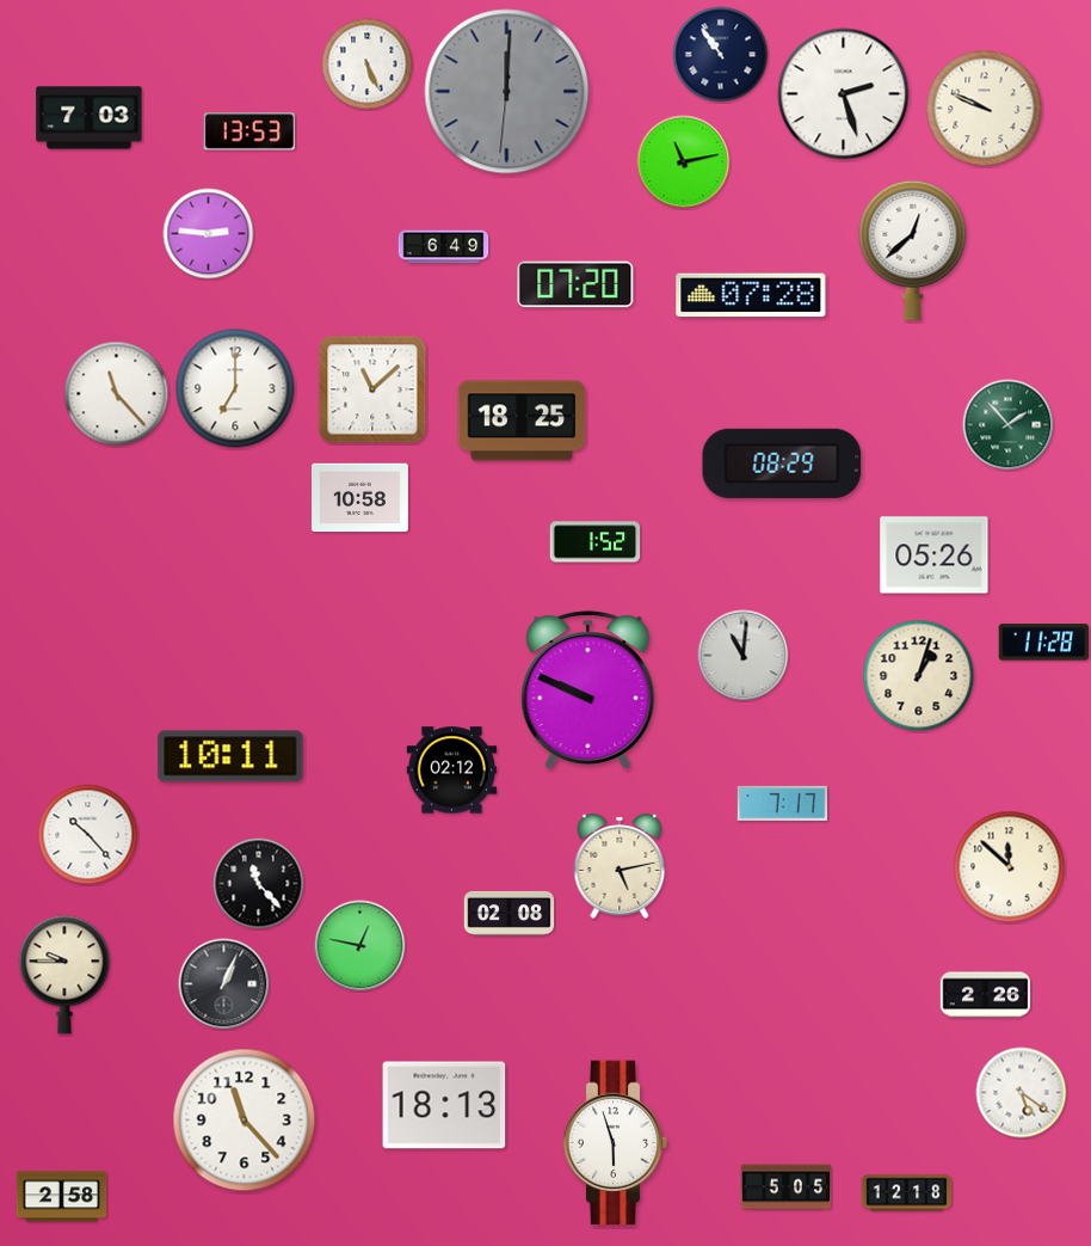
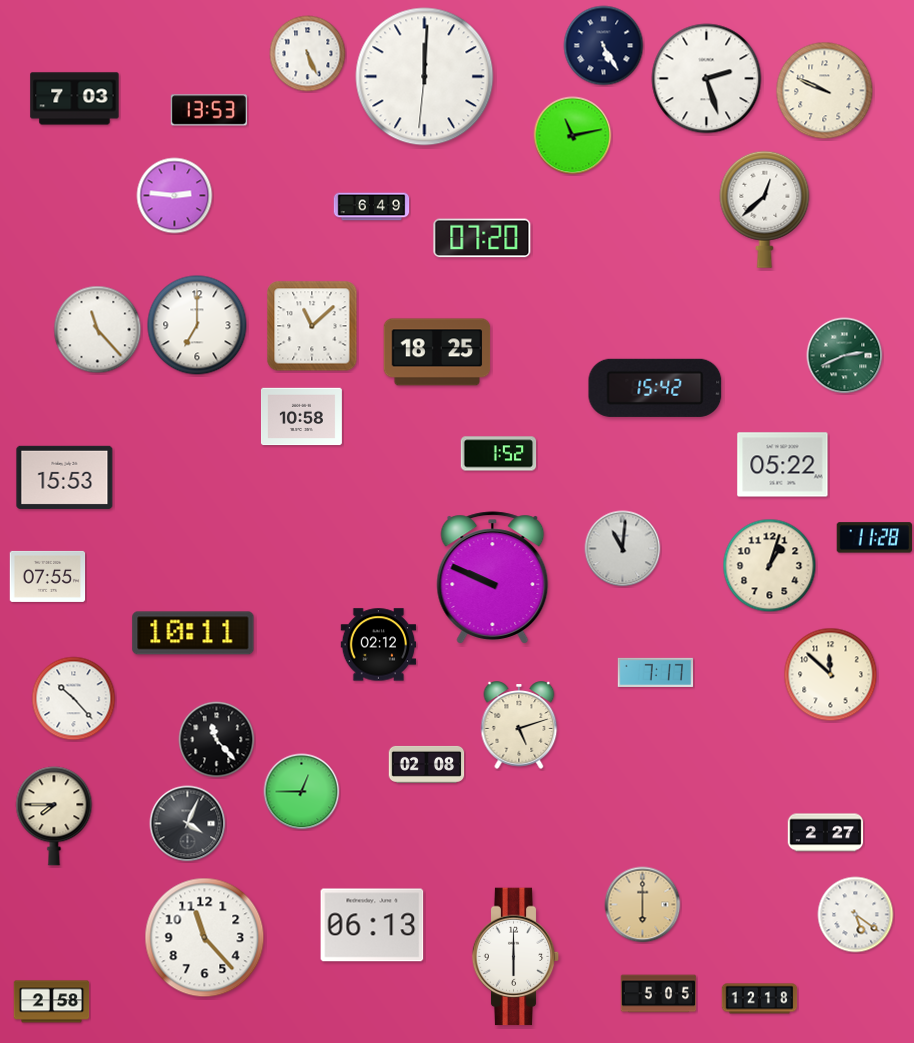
clock at (721, 55): 10:54 -> 5:25
clock at (507, 92) dial: grey -> white
clock at (751, 295): 07:28 -> none
clock at (1009, 425): 1:53 -> 2:41
clock at (782, 464): 08:29 -> 15:42
clock at (935, 556): 05:26 -> 05:22
clock at (65, 477): none -> 15:53
clock at (48, 576): none -> 07:55
clock at (620, 866): 5:13 -> 5:12
clock at (1010, 867) position: (1010, 867) -> (831, 675)
clock at (360, 946): 12:47 -> 12:45
clock at (64, 975): 9:45 -> 7:45
clock at (224, 984): 1:04 -> 4:04
clock at (986, 995): 2:26 -> 2:27
clock at (643, 905): none -> 6:00
clock at (444, 1105): 18:13 -> 06:13
clock at (616, 1143): 5:57 -> 6:00
